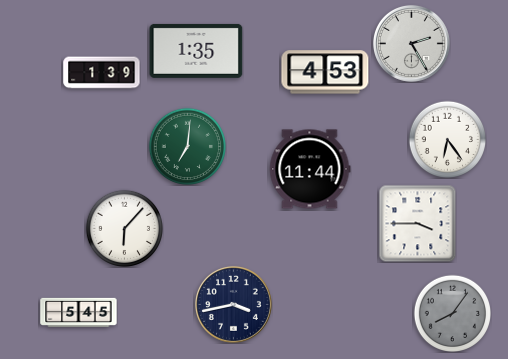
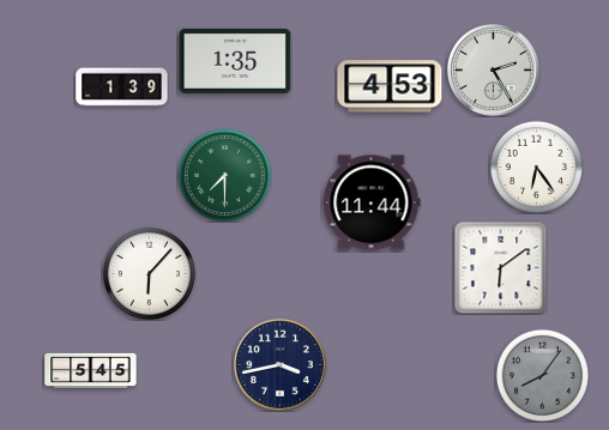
clock at (411, 43) position: (411, 43) -> (493, 69)
clock at (187, 146): 7:01 -> 7:30
clock at (417, 223): 3:45 -> 6:09
clock at (79, 312) position: (79, 312) -> (91, 370)
